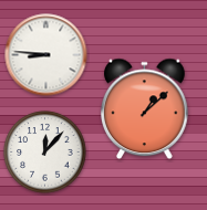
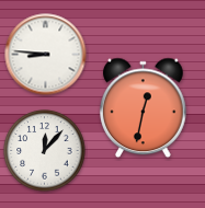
clock at (145, 109): 1:08 -> 12:32
